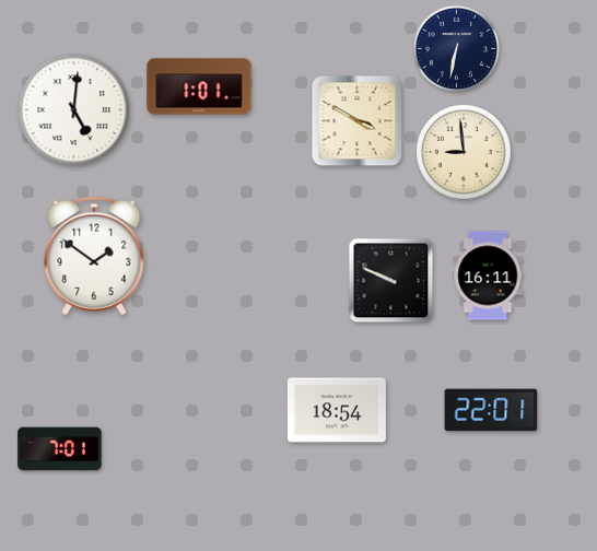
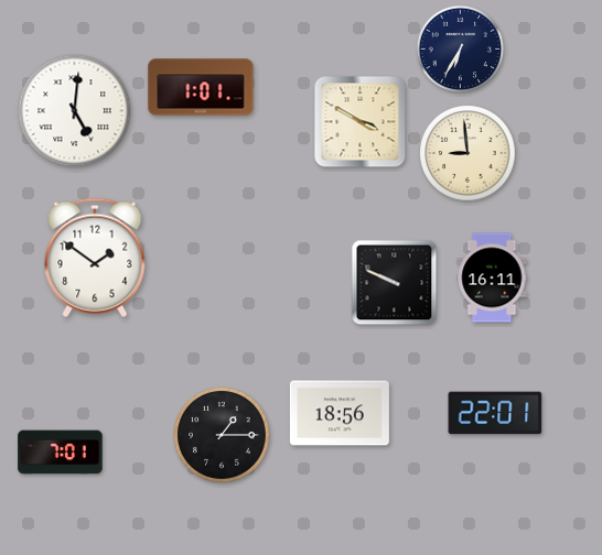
clock at (457, 49): 6:32 -> 6:35
clock at (337, 410): 18:54 -> 18:56
clock at (222, 435): none -> 1:15
